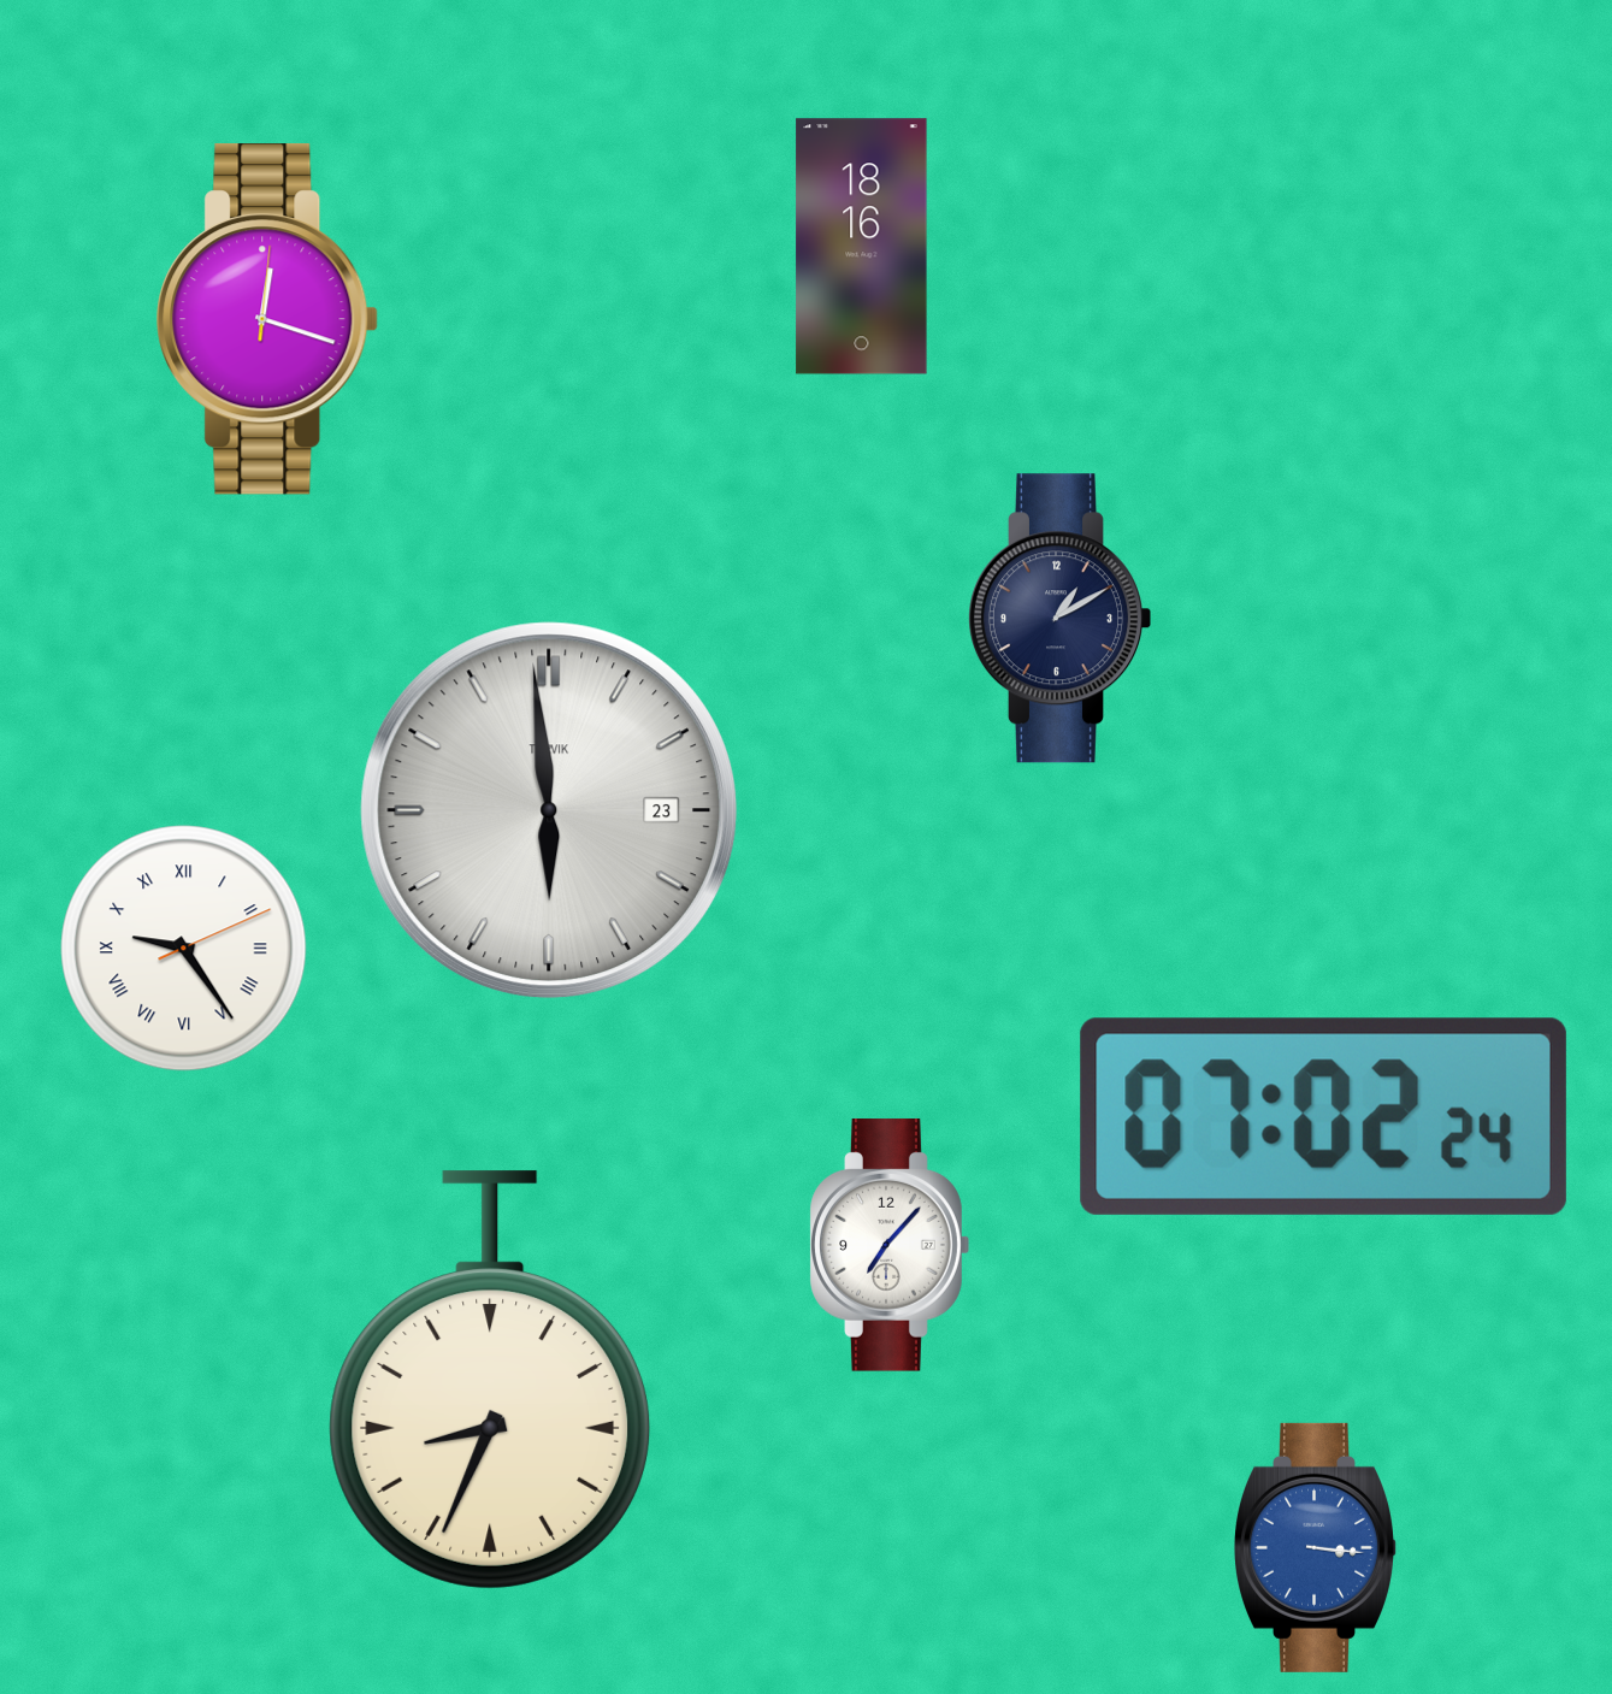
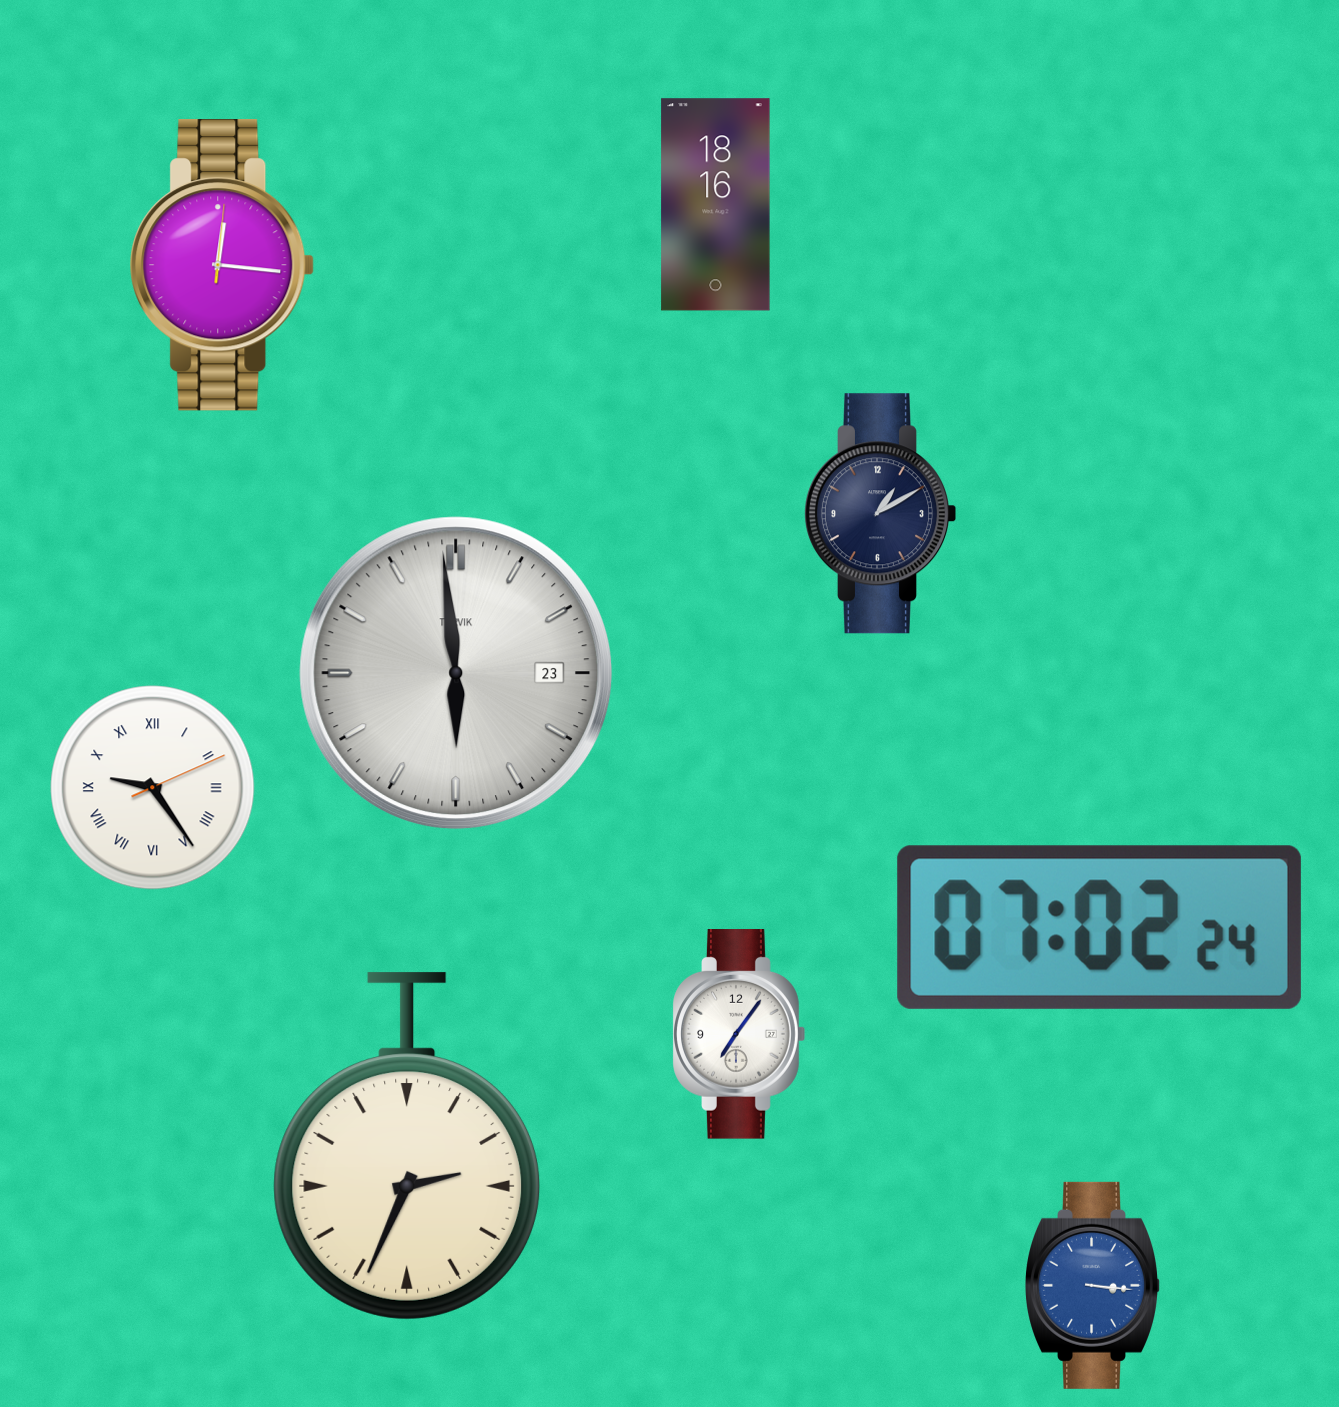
clock at (267, 319): 12:18 -> 12:16
clock at (890, 1246): 7:07 -> 7:06
clock at (489, 1380): 8:34 -> 2:34
